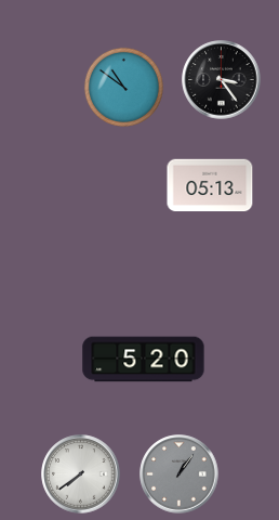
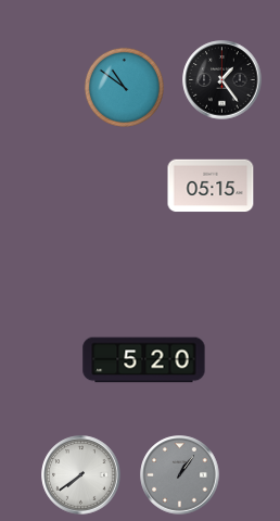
clock at (222, 80): 3:24 -> 1:24
clock at (210, 185): 05:13 -> 05:15
